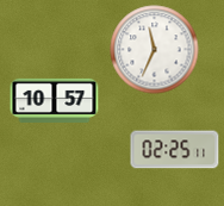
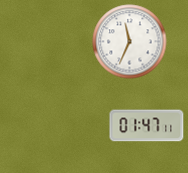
clock at (55, 100): 10:57 -> none
clock at (175, 150): 02:25 -> 01:47
